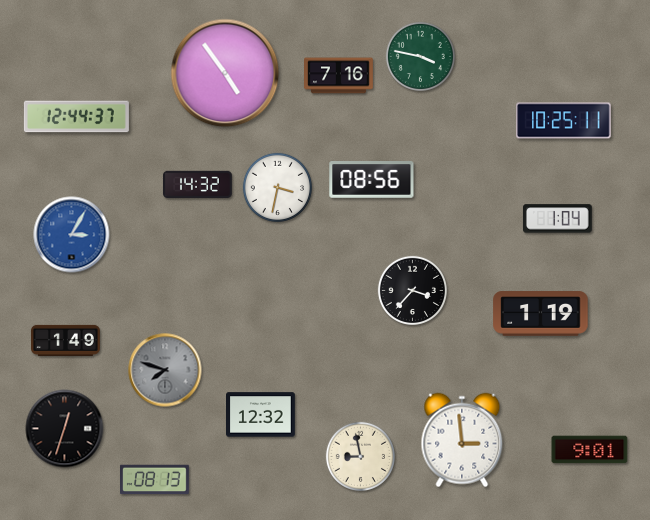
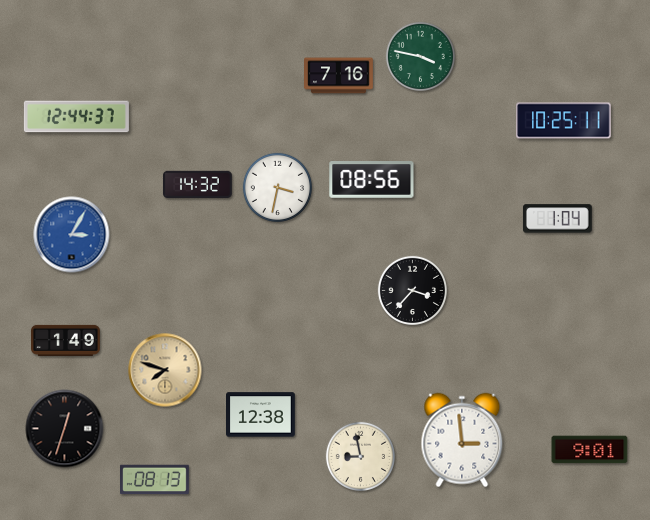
clock at (225, 73): 4:54 -> none
clock at (541, 314): 1:19 -> none
clock at (165, 370) dial: grey -> champagne
clock at (261, 415): 12:32 -> 12:38
